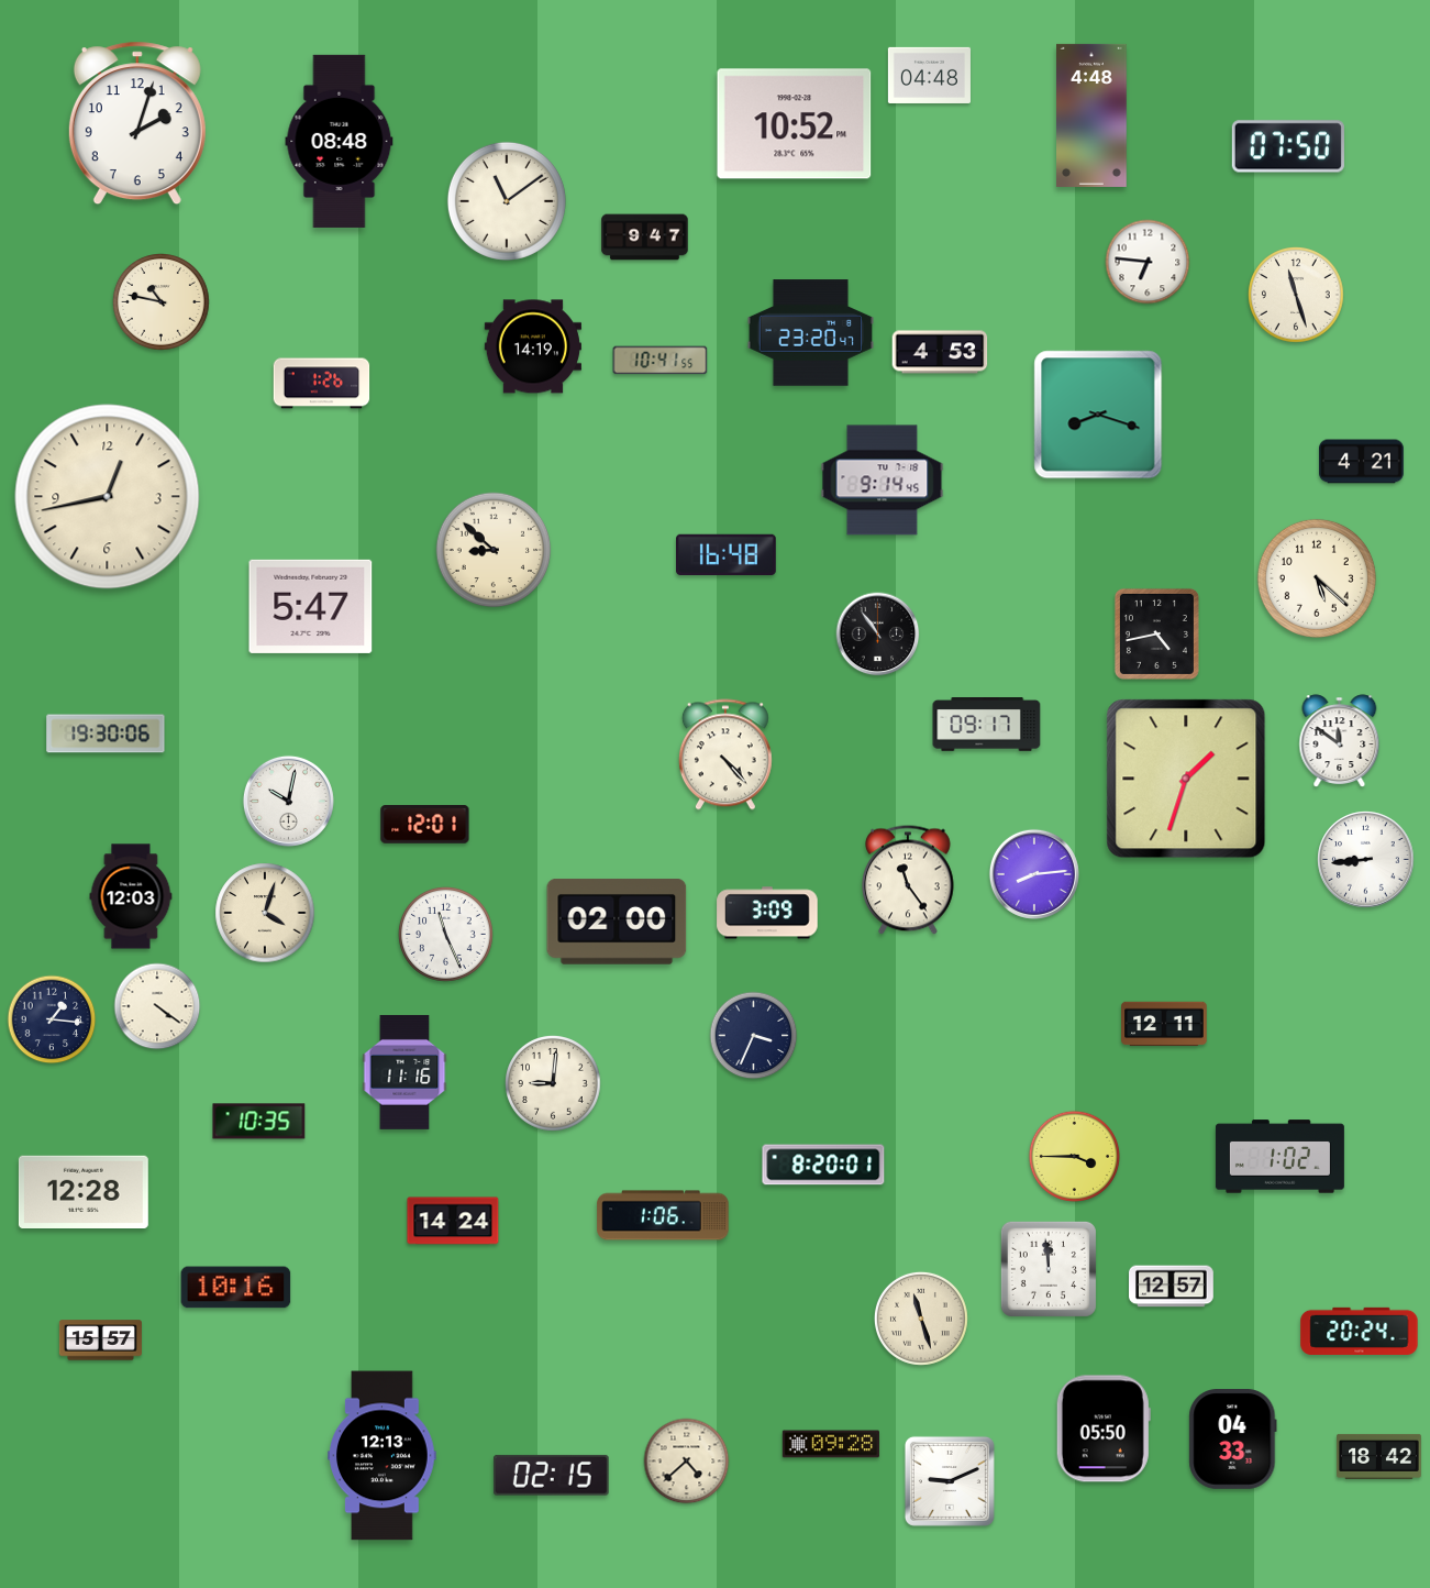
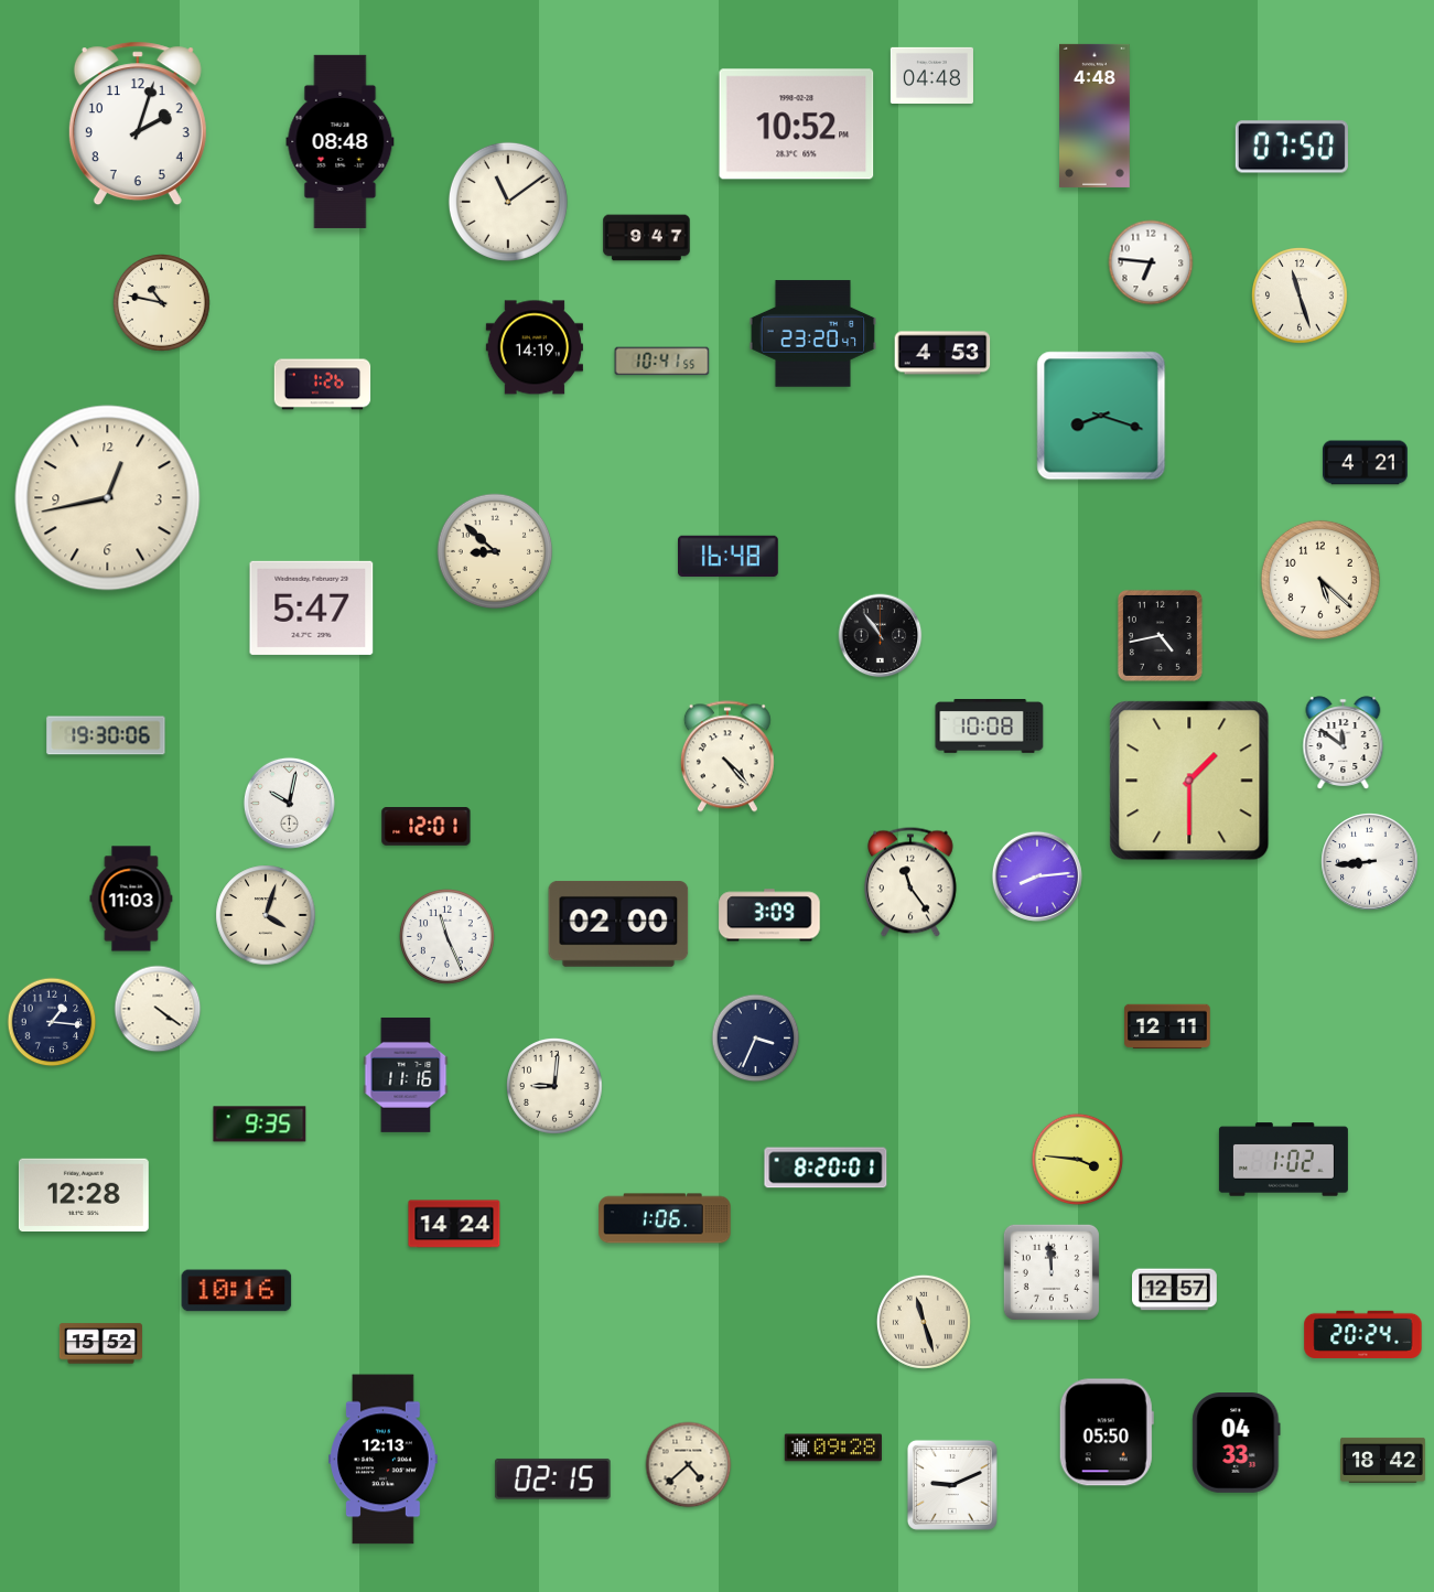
clock at (883, 481): 9:14 -> none
clock at (987, 725): 09:17 -> 10:08
clock at (1186, 779): 1:33 -> 1:30
clock at (131, 896): 12:03 -> 11:03
clock at (259, 1122): 10:35 -> 9:35
clock at (1074, 1156): 3:45 -> 3:46
clock at (100, 1341): 15:57 -> 15:52
